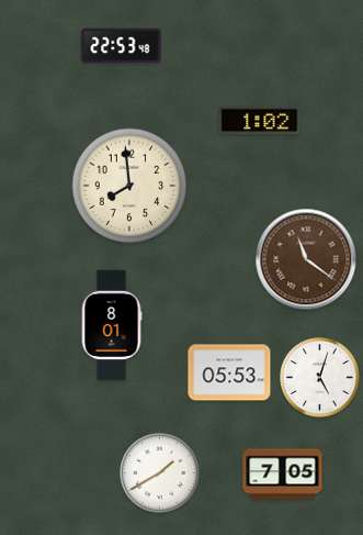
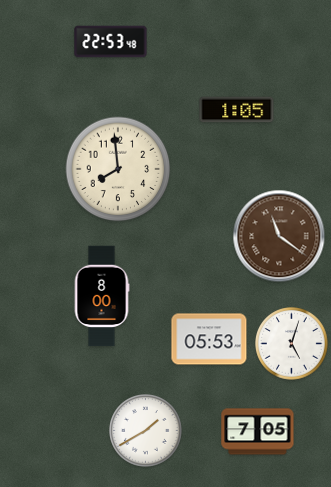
clock at (260, 121): 1:02 -> 1:05
clock at (112, 325): 8:01 -> 8:00
